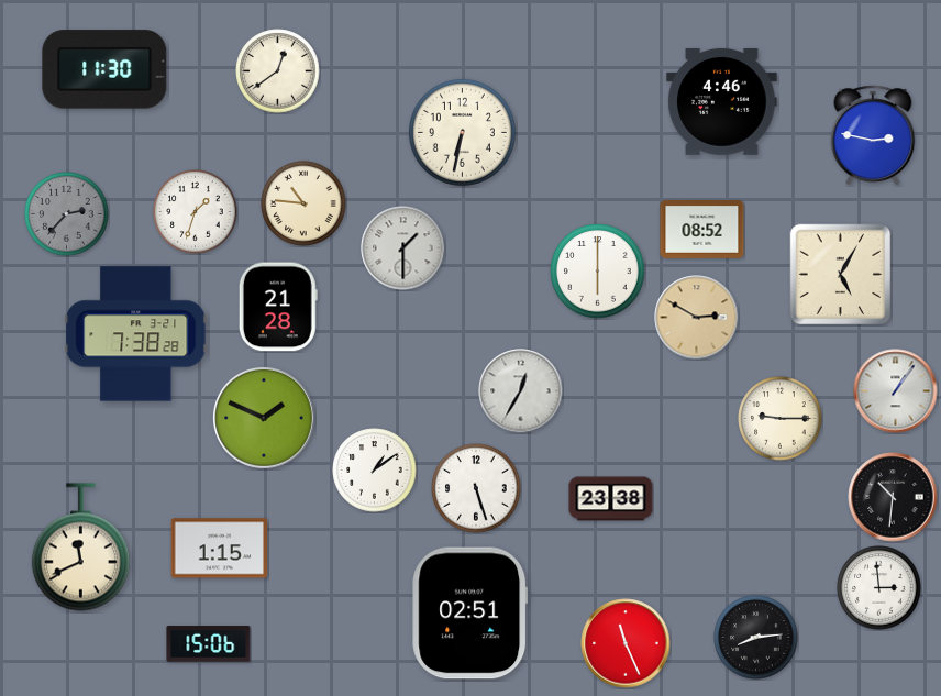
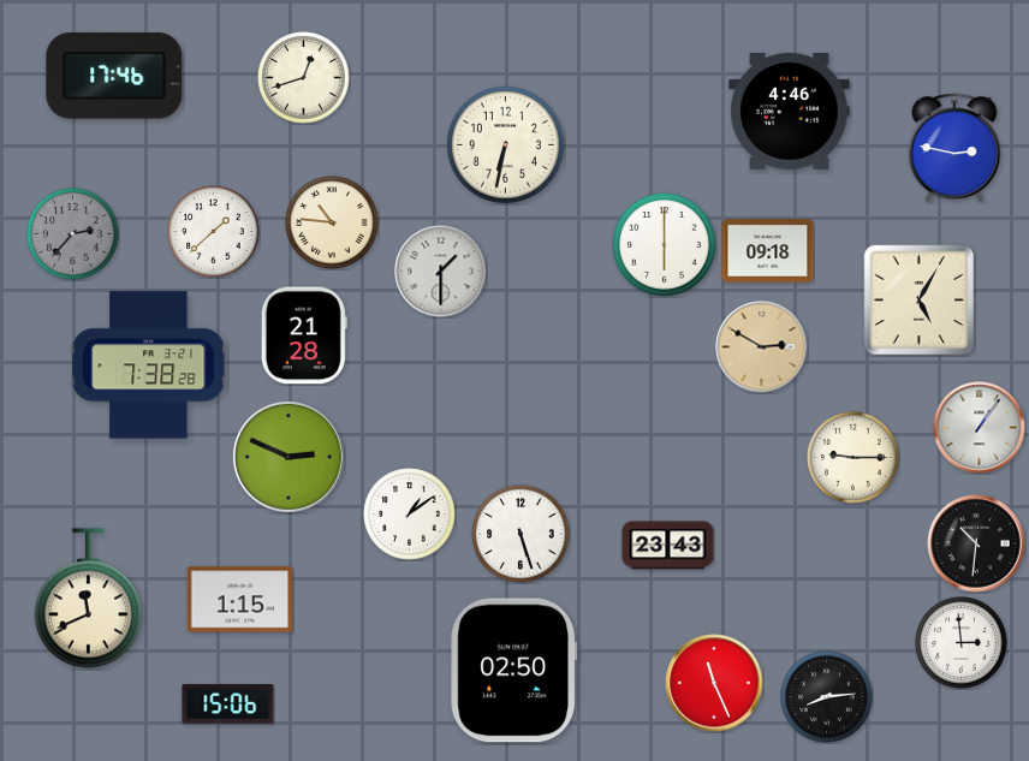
clock at (104, 69): 11:30 -> 17:46
clock at (278, 71): 12:39 -> 12:42
clock at (196, 212): 1:33 -> 1:38
clock at (702, 230): 08:52 -> 09:18
clock at (598, 272) position: (598, 272) -> (665, 245)
clock at (521, 391): 12:35 -> none
clock at (264, 418): 1:49 -> 2:49
clock at (611, 499): 23:38 -> 23:43
clock at (470, 614): 02:51 -> 02:50
clock at (626, 643) position: (626, 643) -> (714, 683)
